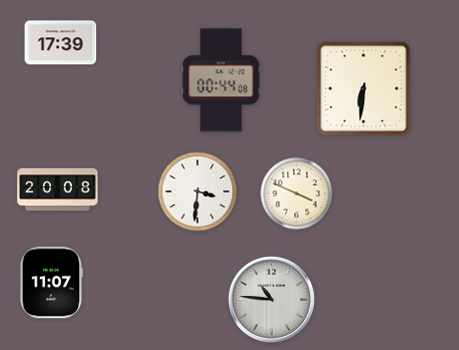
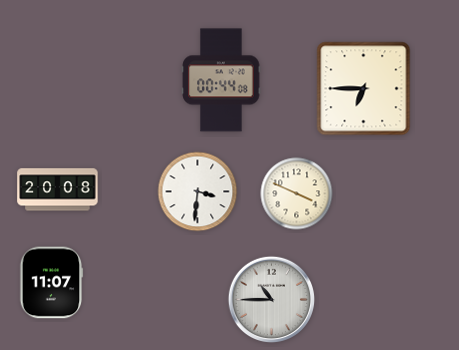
clock at (61, 43): 17:39 -> none
clock at (364, 89): 6:31 -> 6:45
clock at (272, 300): 10:46 -> 10:45
